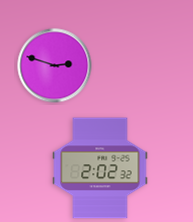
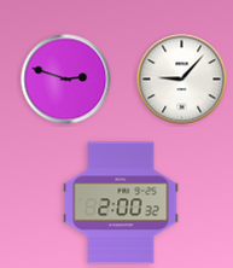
clock at (182, 80): none -> 9:07
clock at (100, 168): 2:02 -> 2:00
